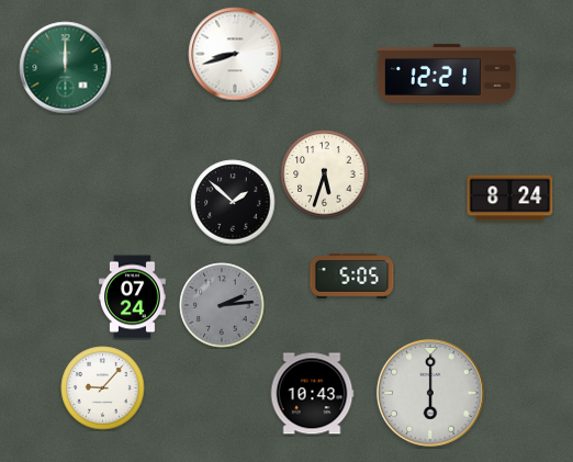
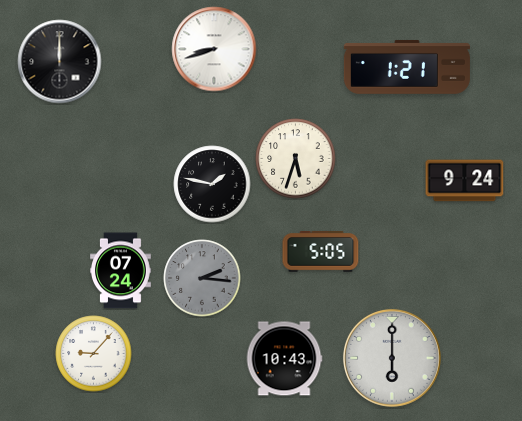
clock at (66, 68) dial: green -> black
clock at (447, 74): 12:21 -> 1:21
clock at (510, 199): 8:24 -> 9:24
clock at (233, 202): 1:52 -> 1:47
clock at (222, 305): 2:14 -> 2:16
